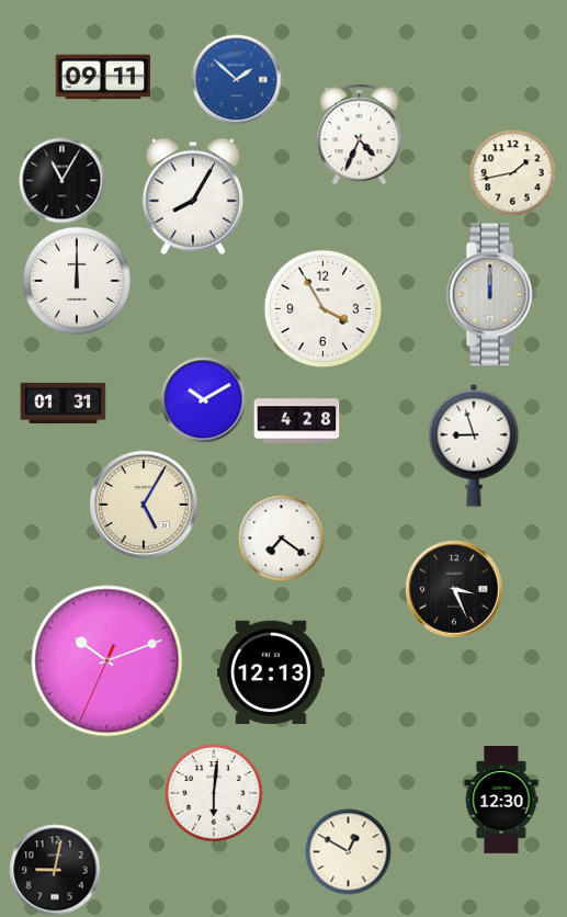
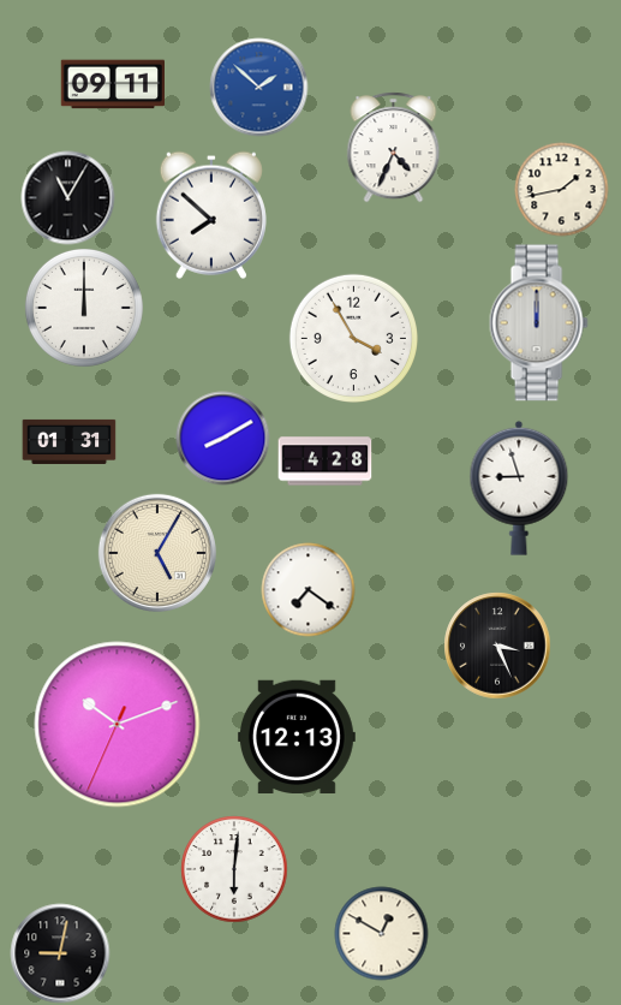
clock at (193, 196): 8:05 -> 7:52
clock at (203, 399): 10:10 -> 8:10
clock at (501, 801): 12:30 -> none
